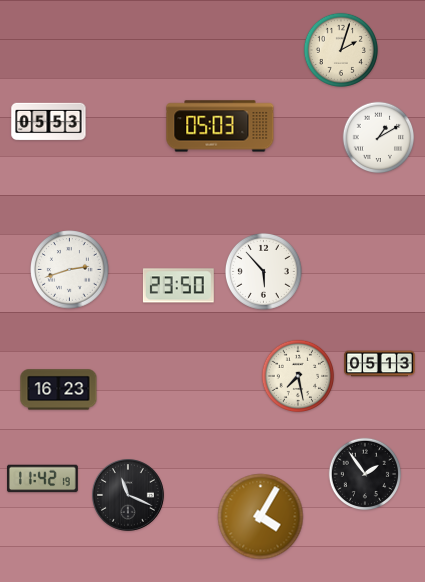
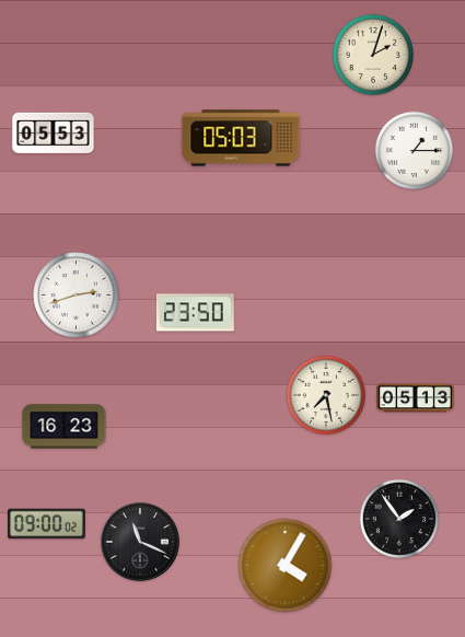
clock at (379, 138): 1:10 -> 1:15
clock at (263, 271): 5:53 -> none
clock at (298, 376) position: (298, 376) -> (326, 395)
clock at (43, 479): 11:42 -> 09:00
